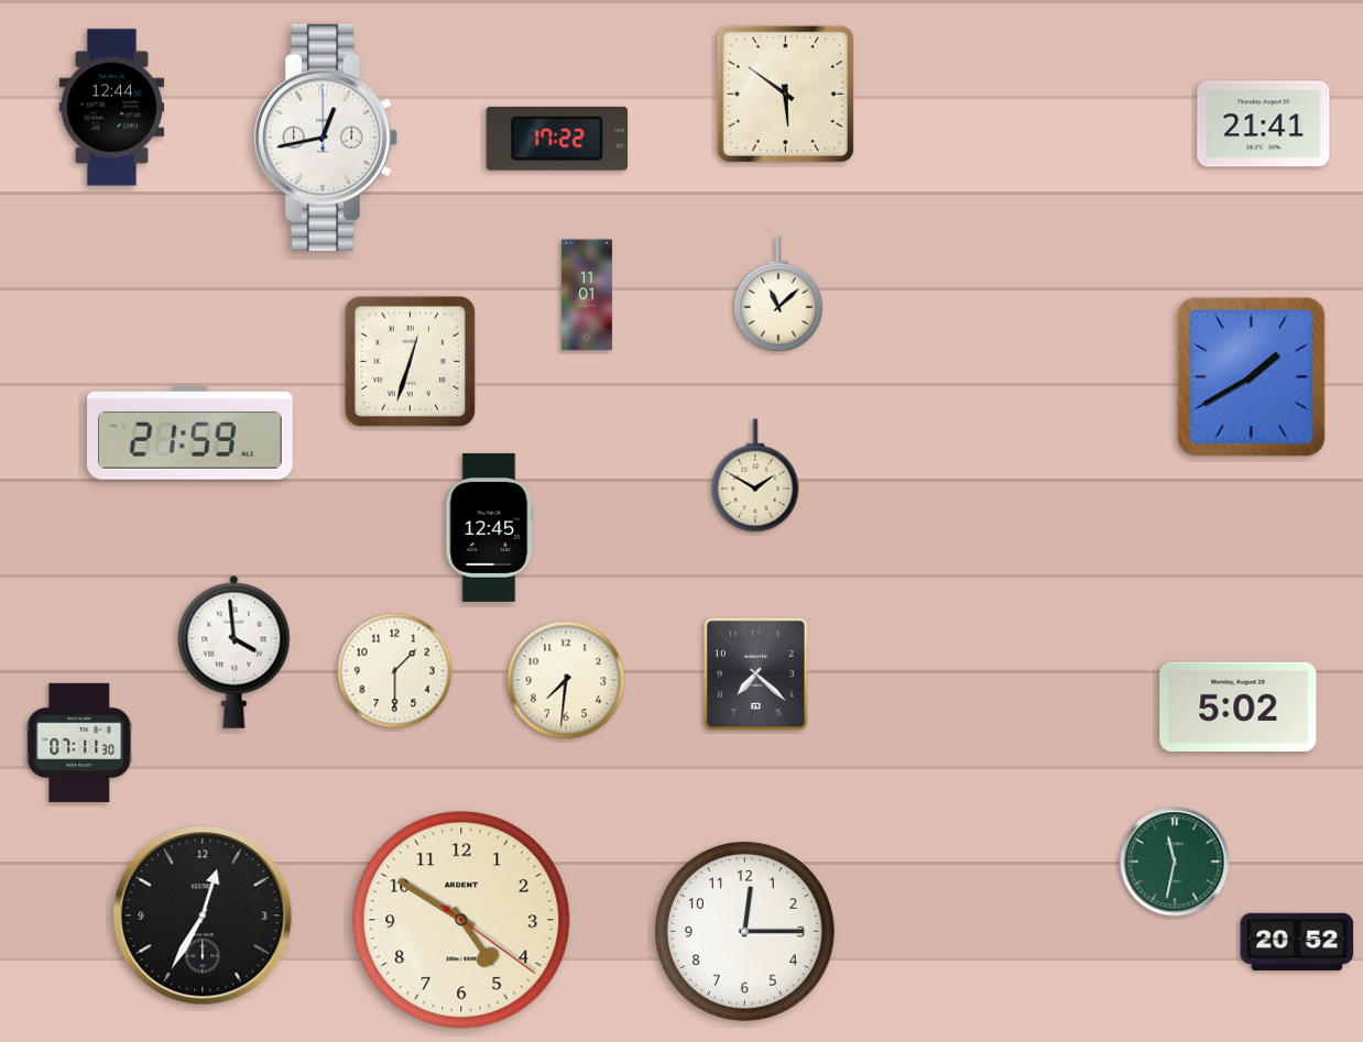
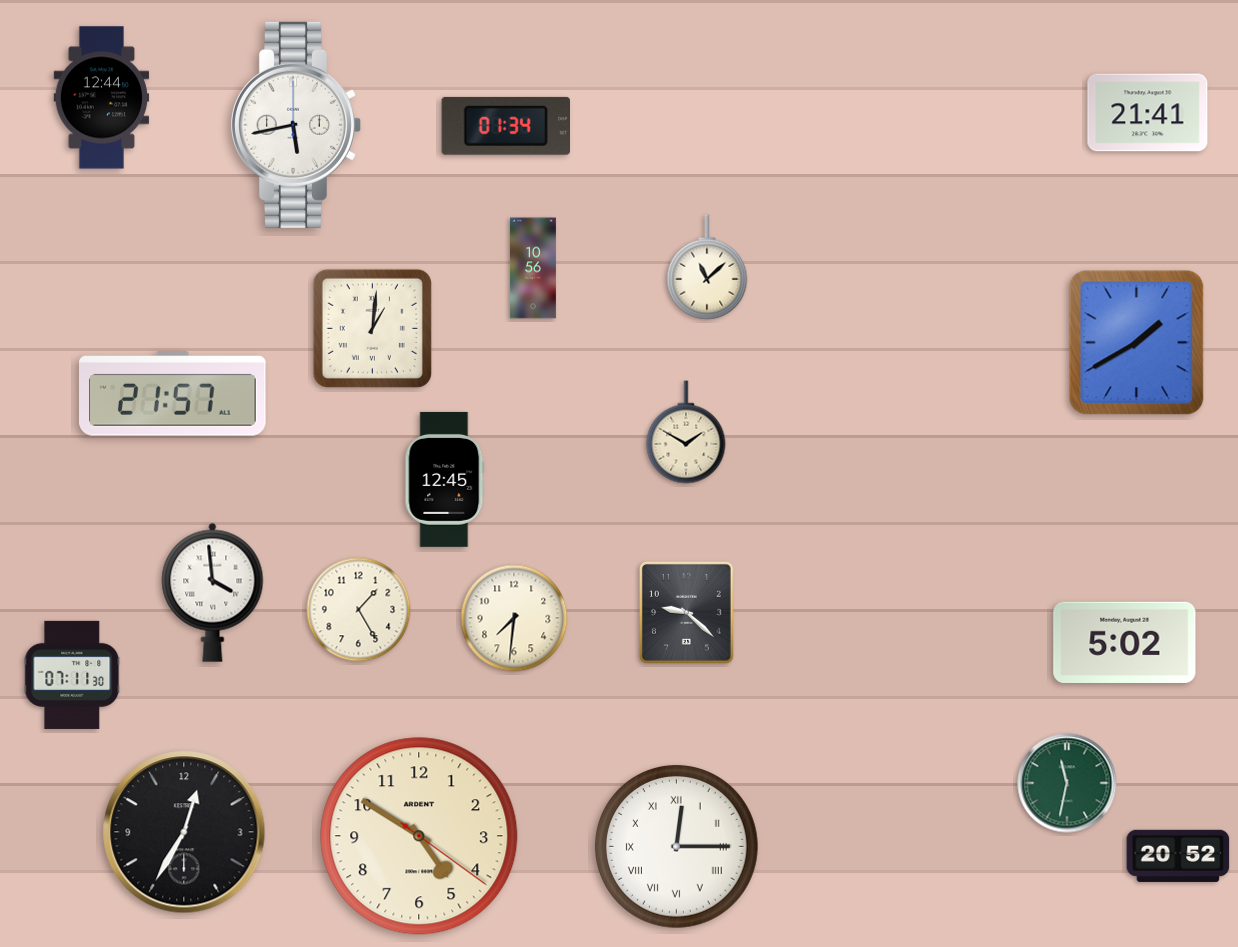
clock at (785, 94): 5:51 -> none
clock at (326, 138): 12:43 -> 5:43
clock at (556, 139): 17:22 -> 01:34
clock at (587, 295): 11:01 -> 10:56
clock at (410, 361): 12:33 -> 1:01
clock at (190, 434): 21:59 -> 21:57
clock at (395, 671): 1:30 -> 1:25
clock at (755, 673): 7:22 -> 9:22
clock at (744, 931) numerals: Arabic -> Roman
